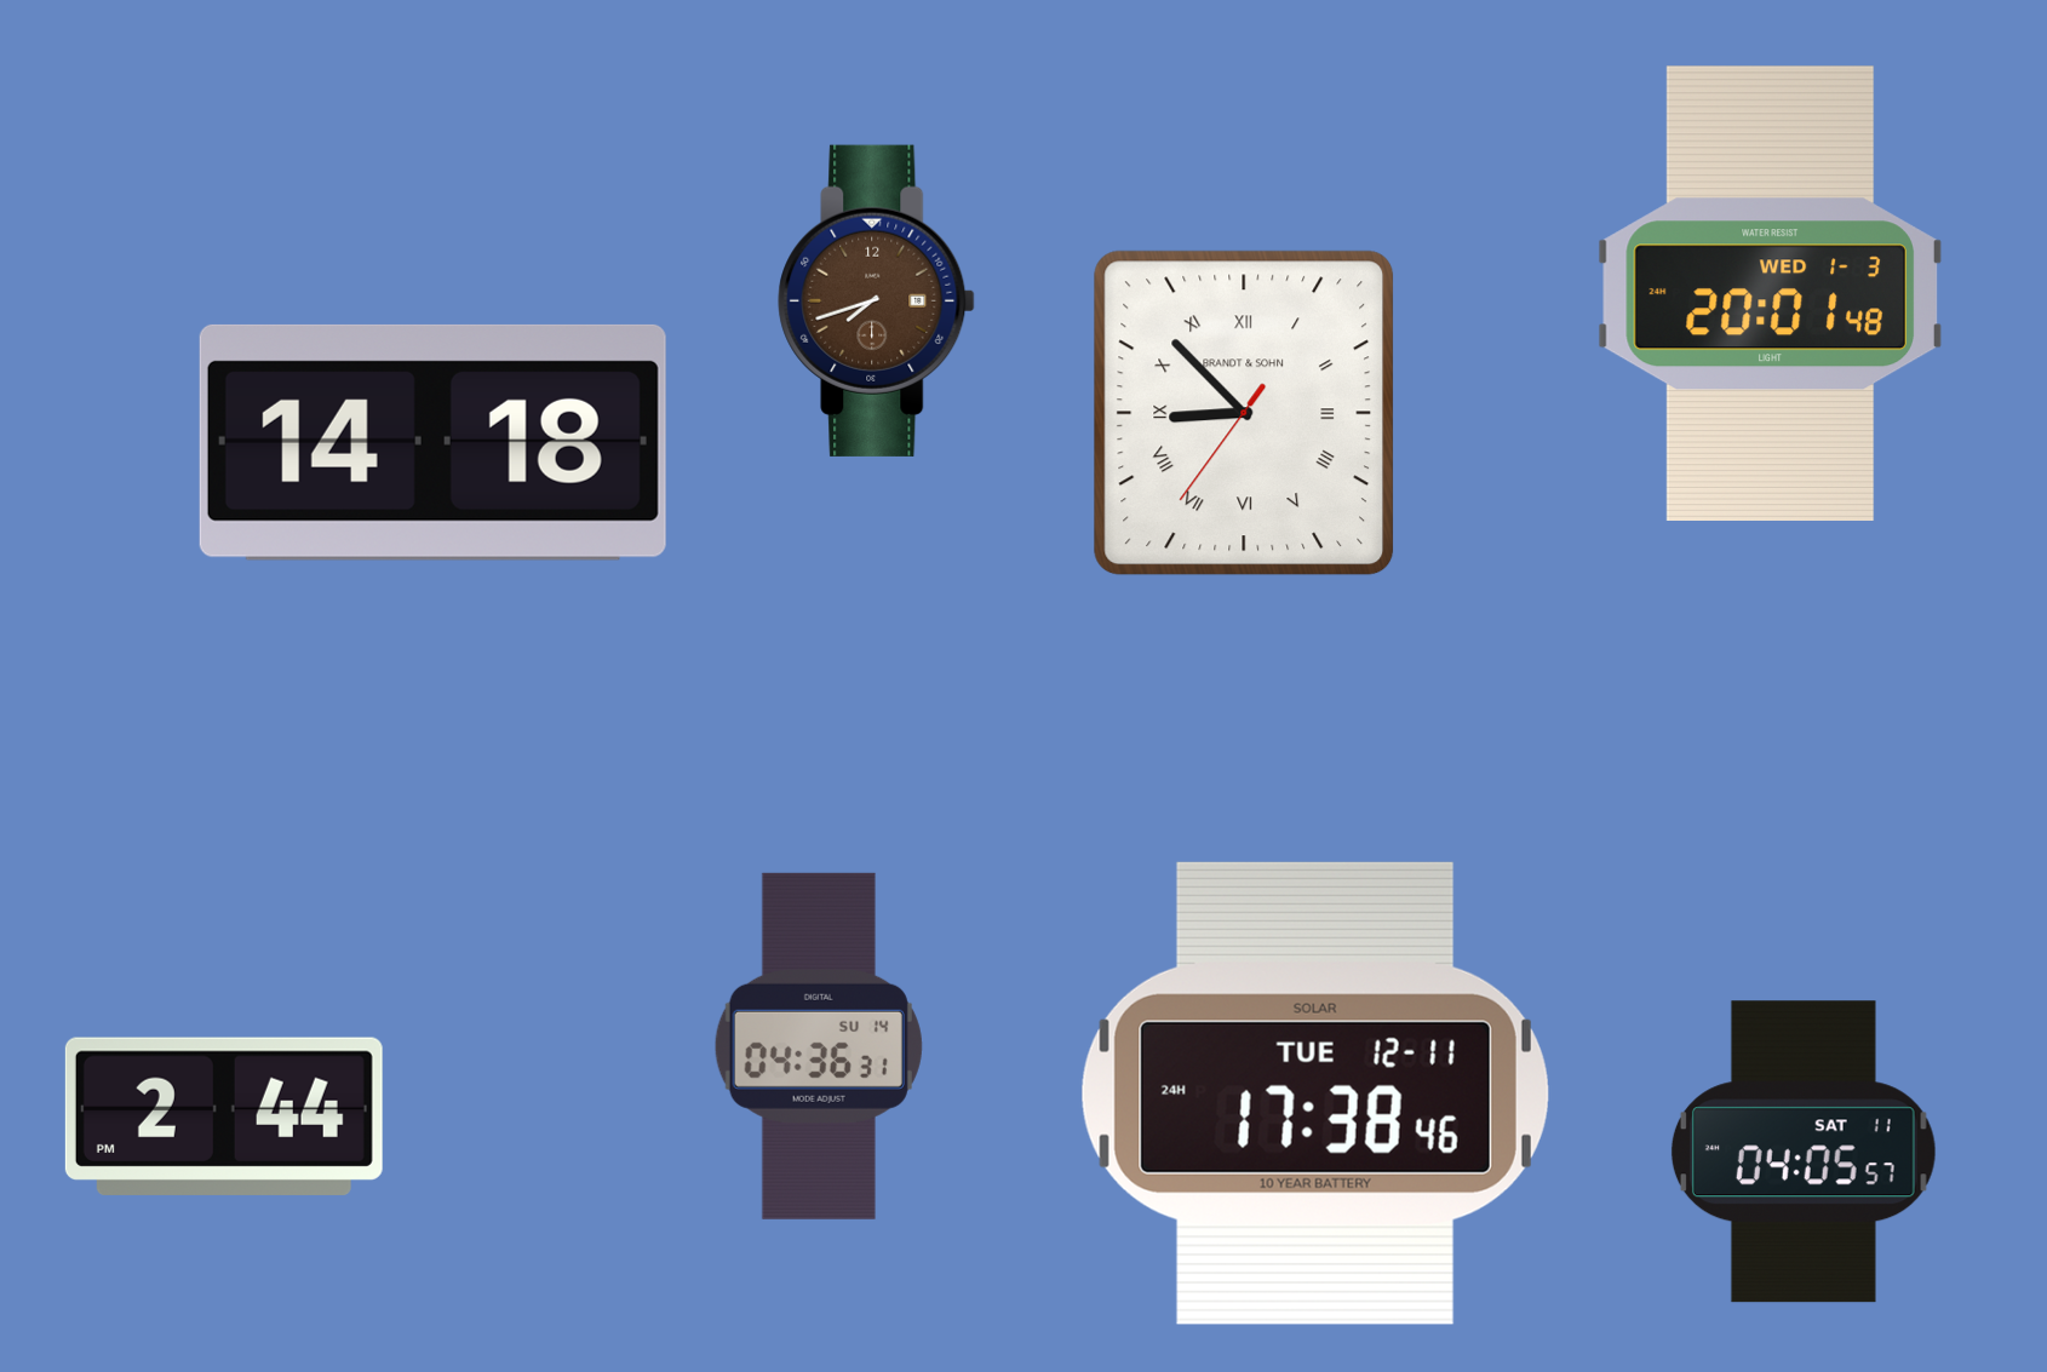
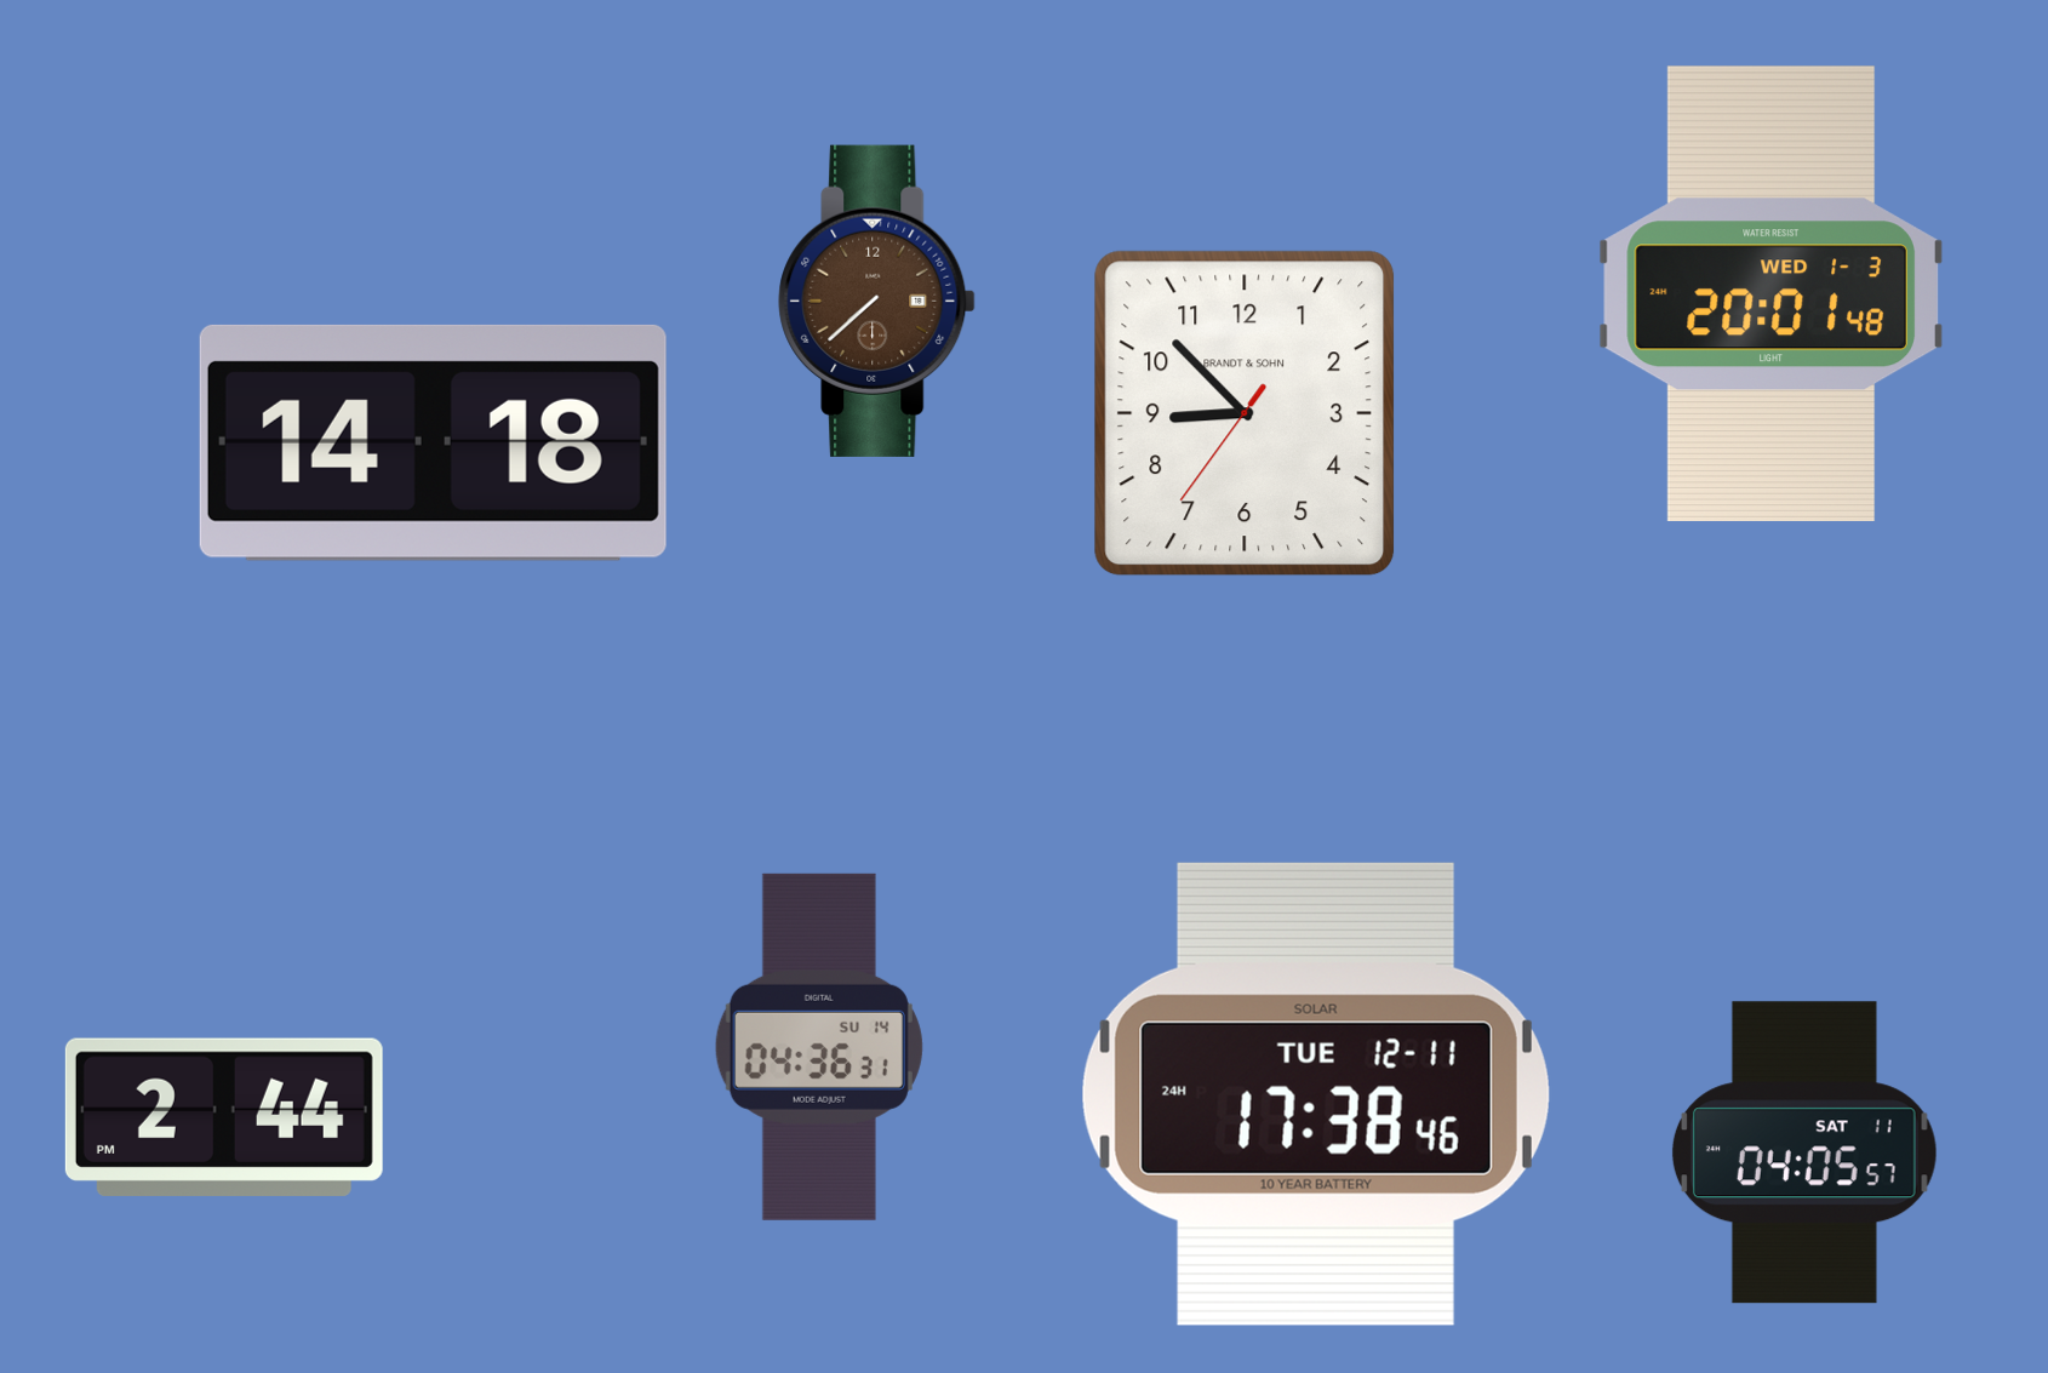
clock at (877, 300): 7:42 -> 7:38
clock at (1244, 413) numerals: Roman -> Arabic
